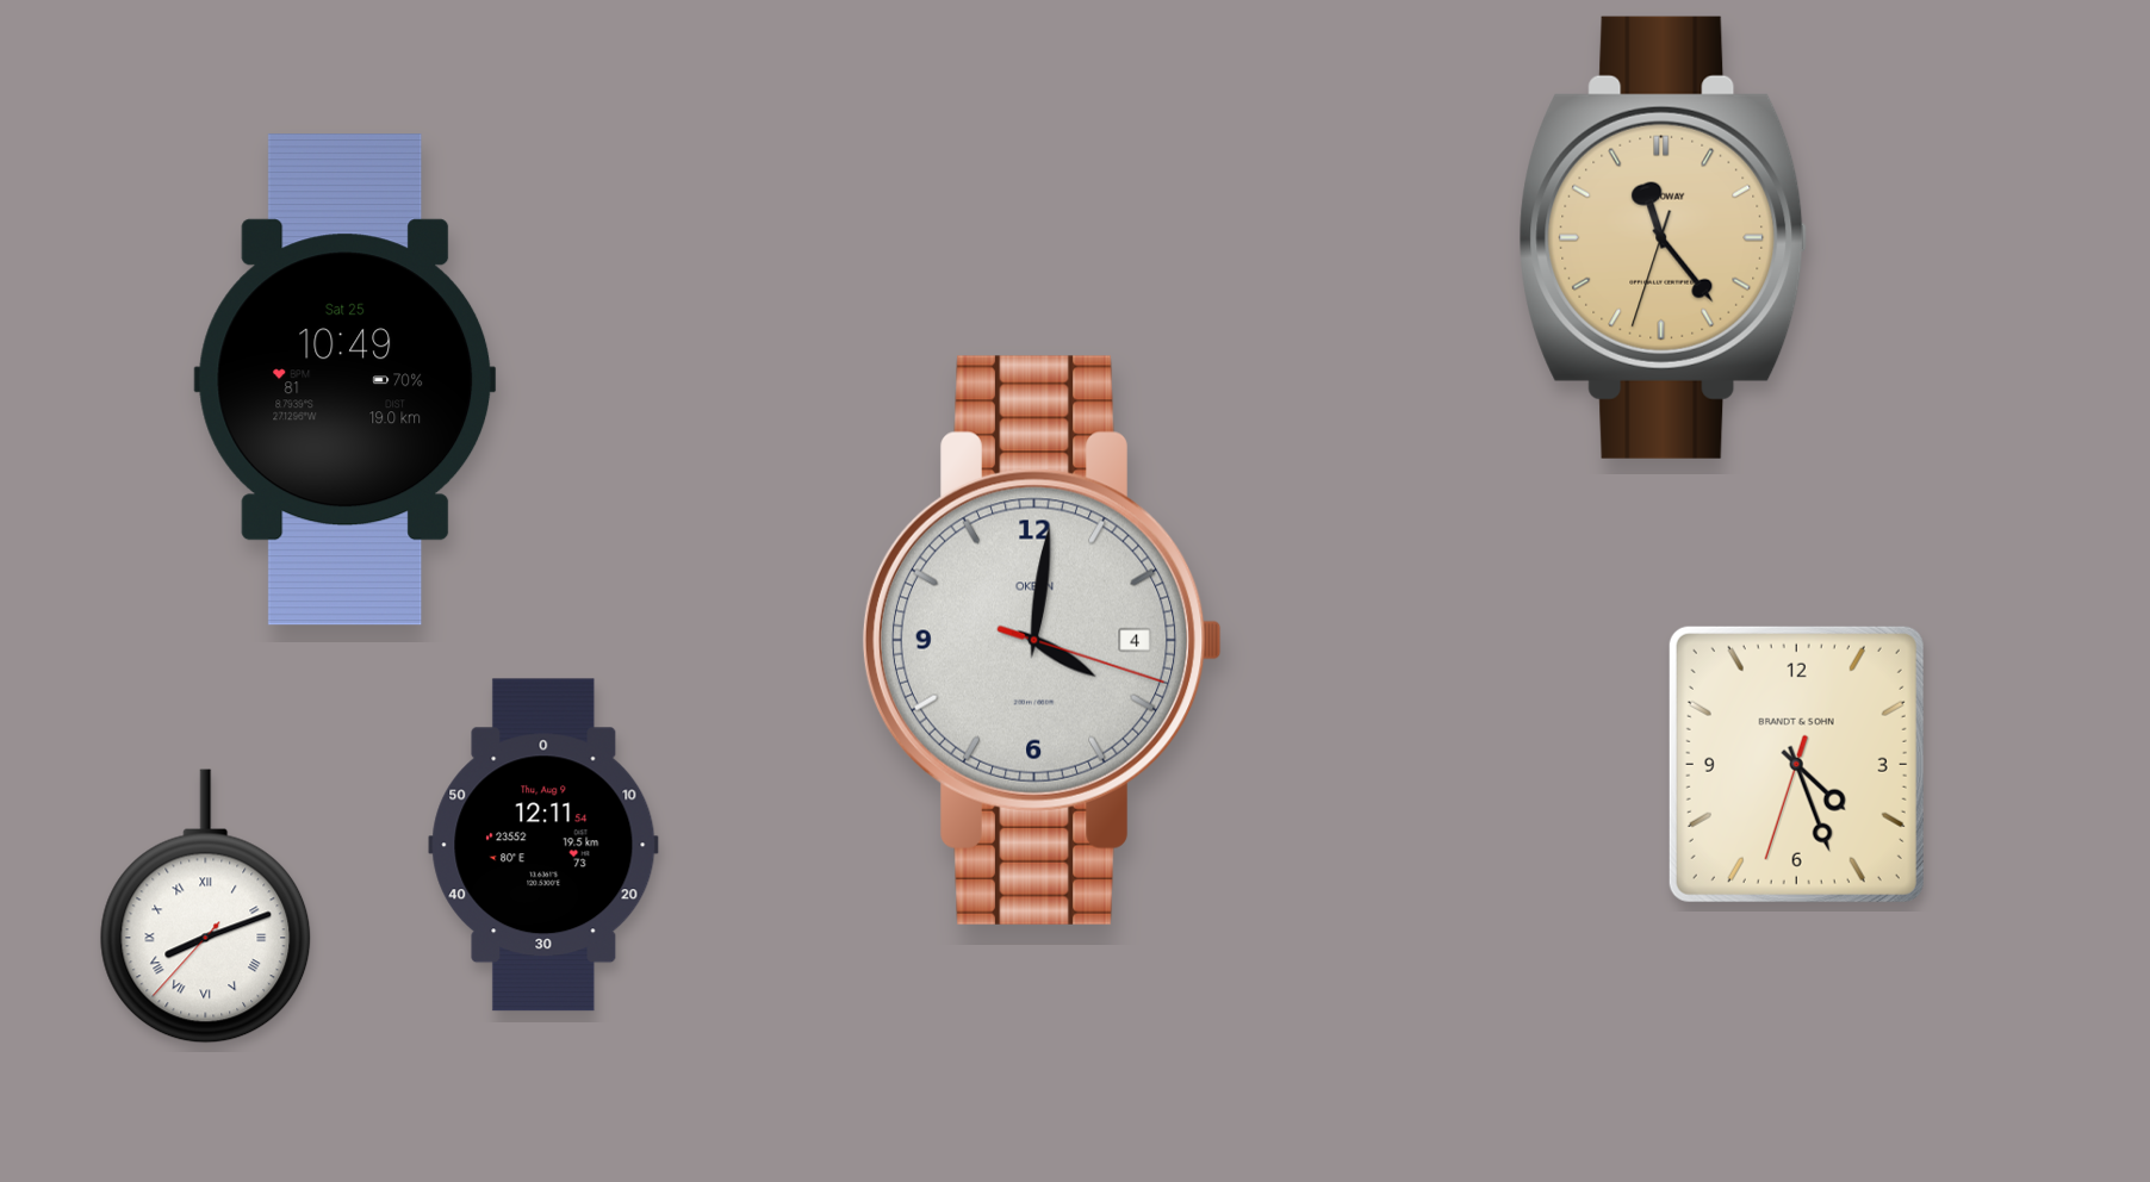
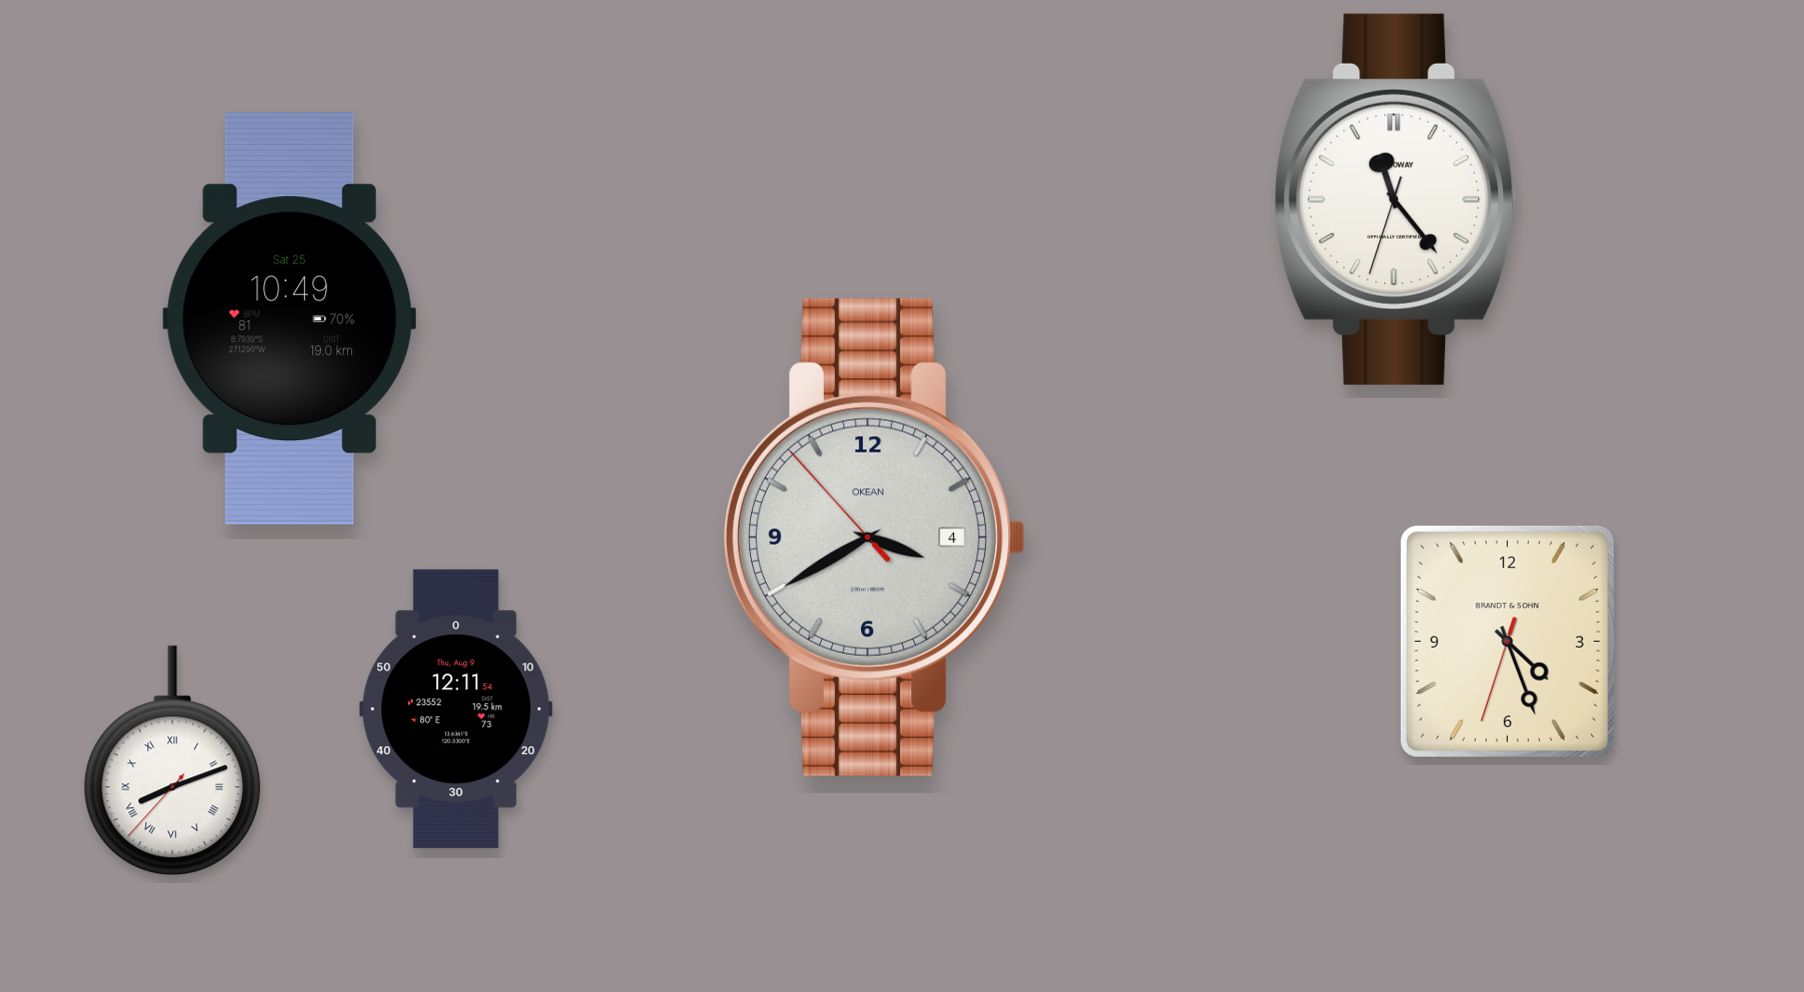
clock at (1664, 237) dial: champagne -> white
clock at (1043, 640): 4:01 -> 3:39
